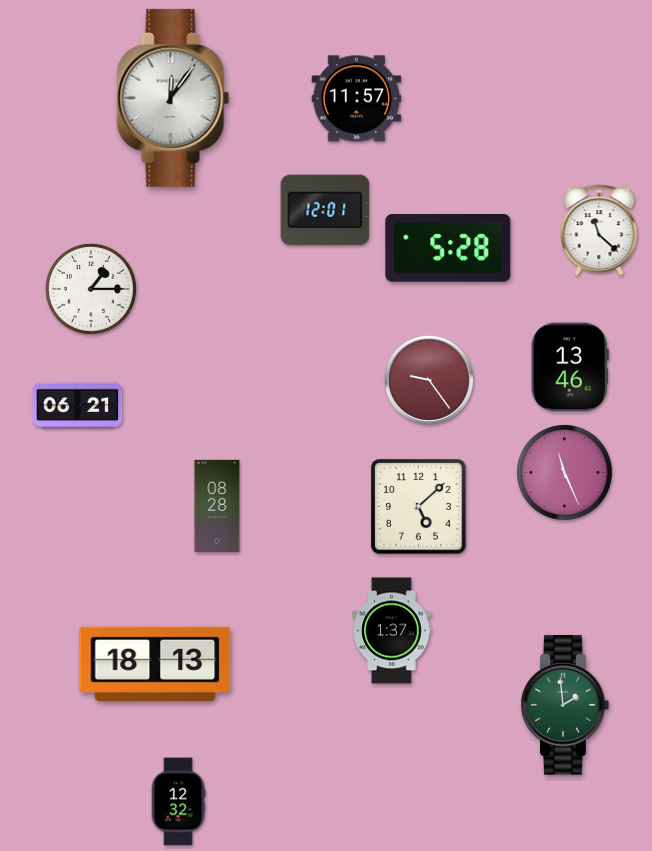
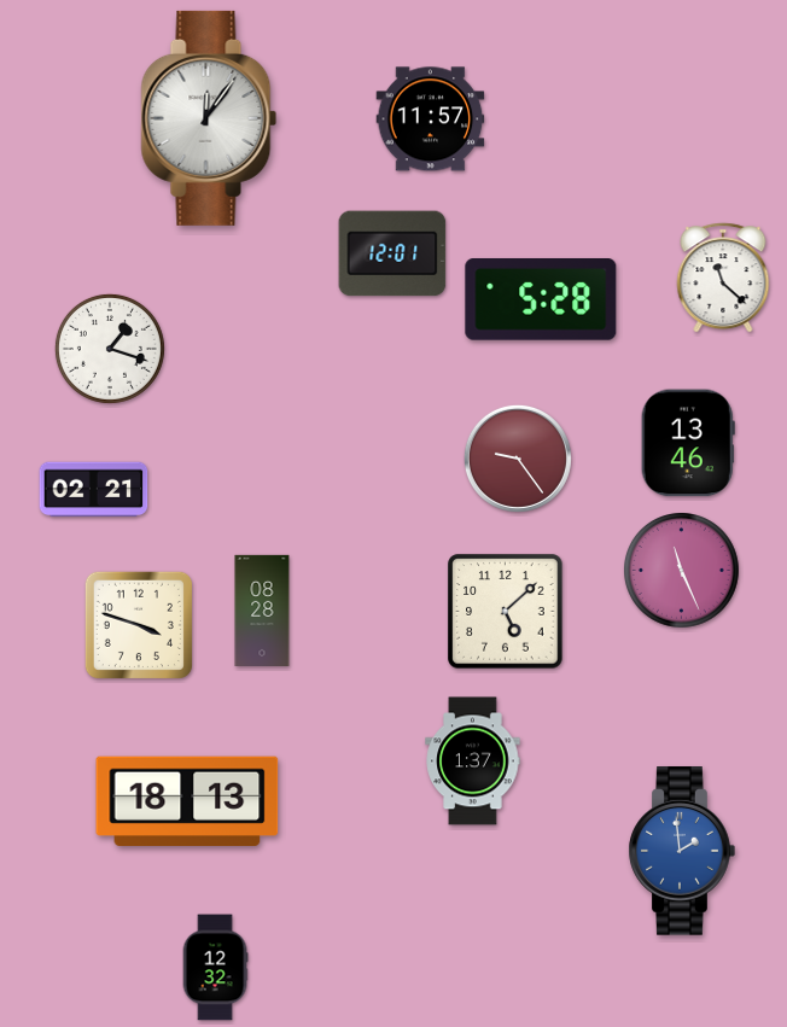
clock at (91, 289): 1:15 -> 1:18
clock at (78, 406): 06:21 -> 02:21
clock at (139, 625): none -> 3:48
clock at (565, 705) dial: green -> blue
